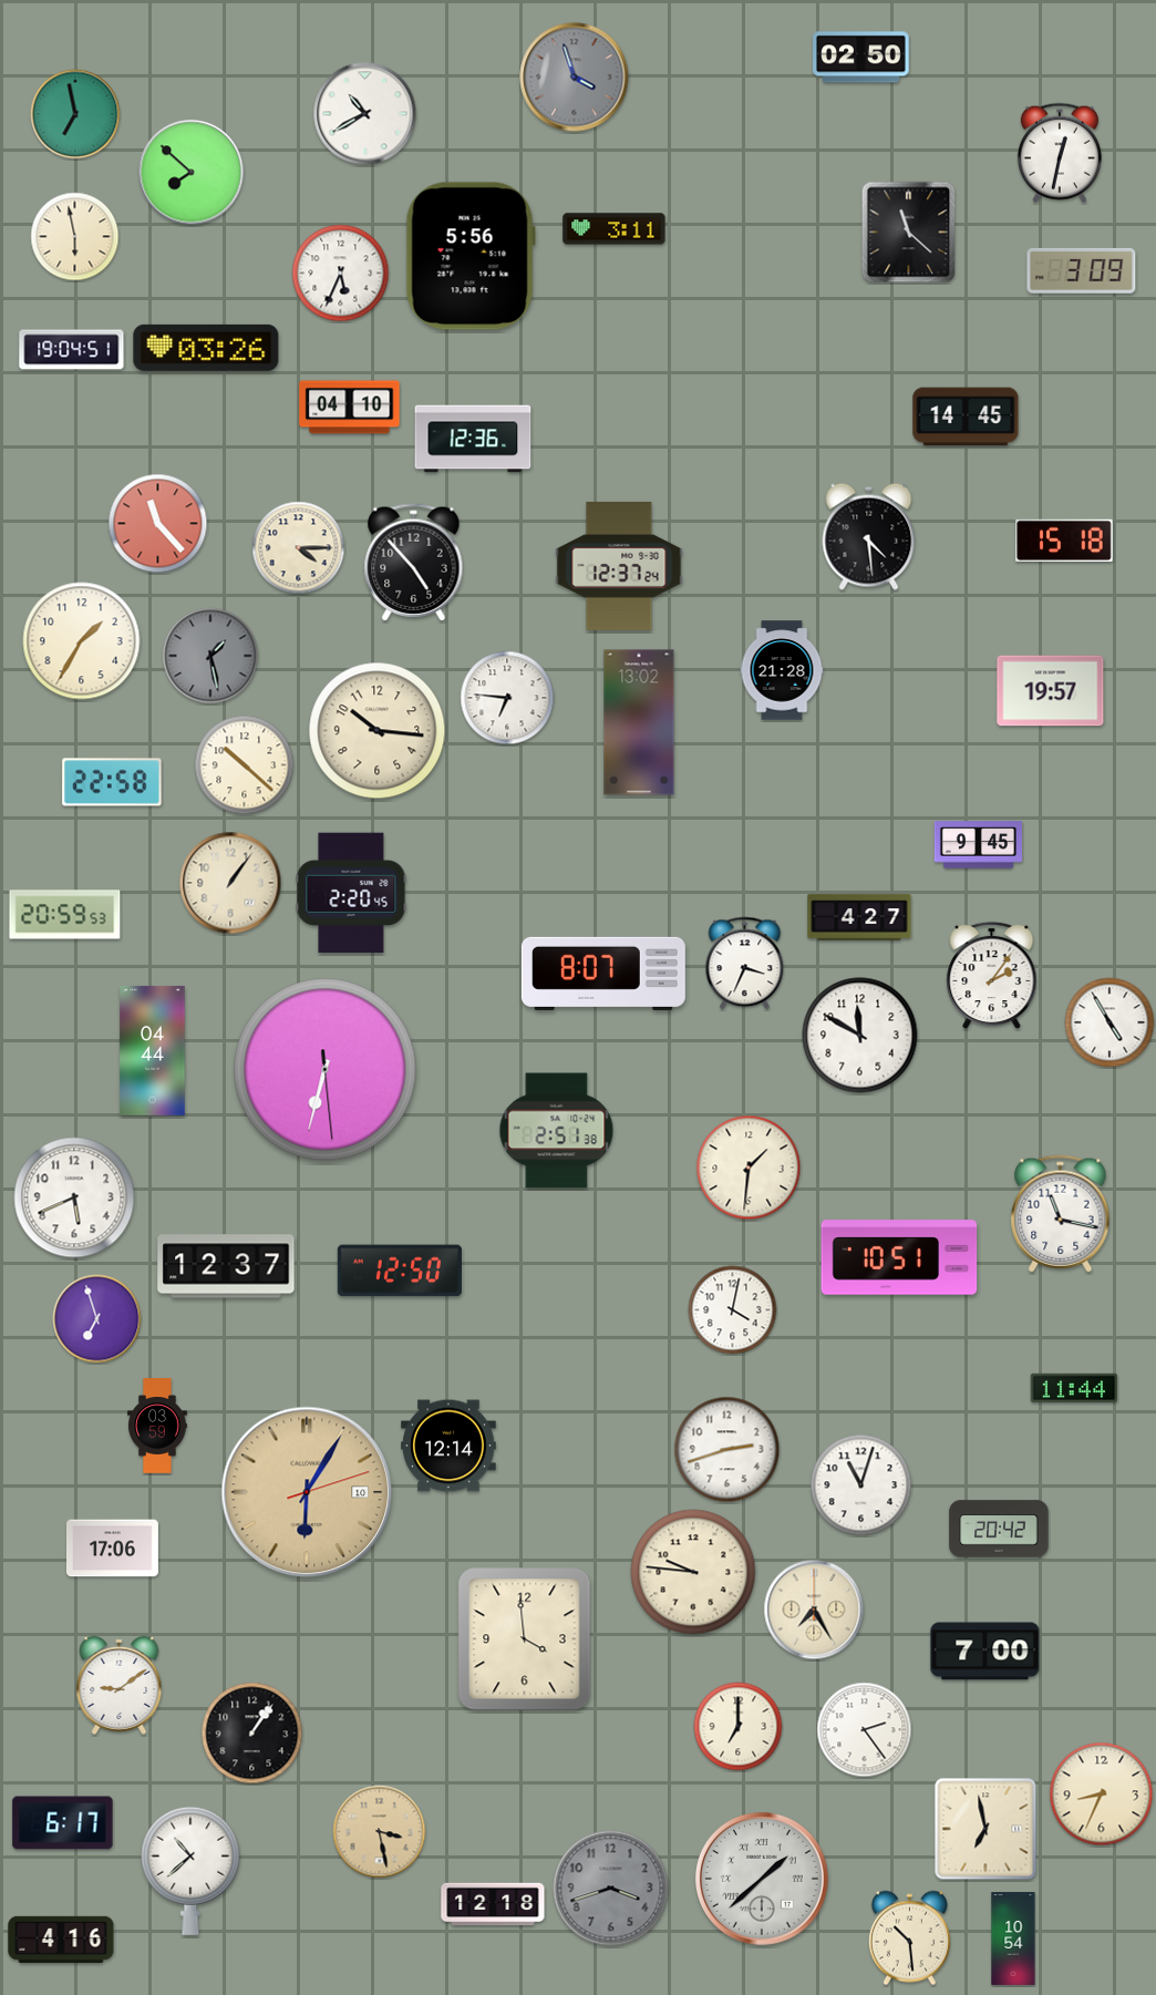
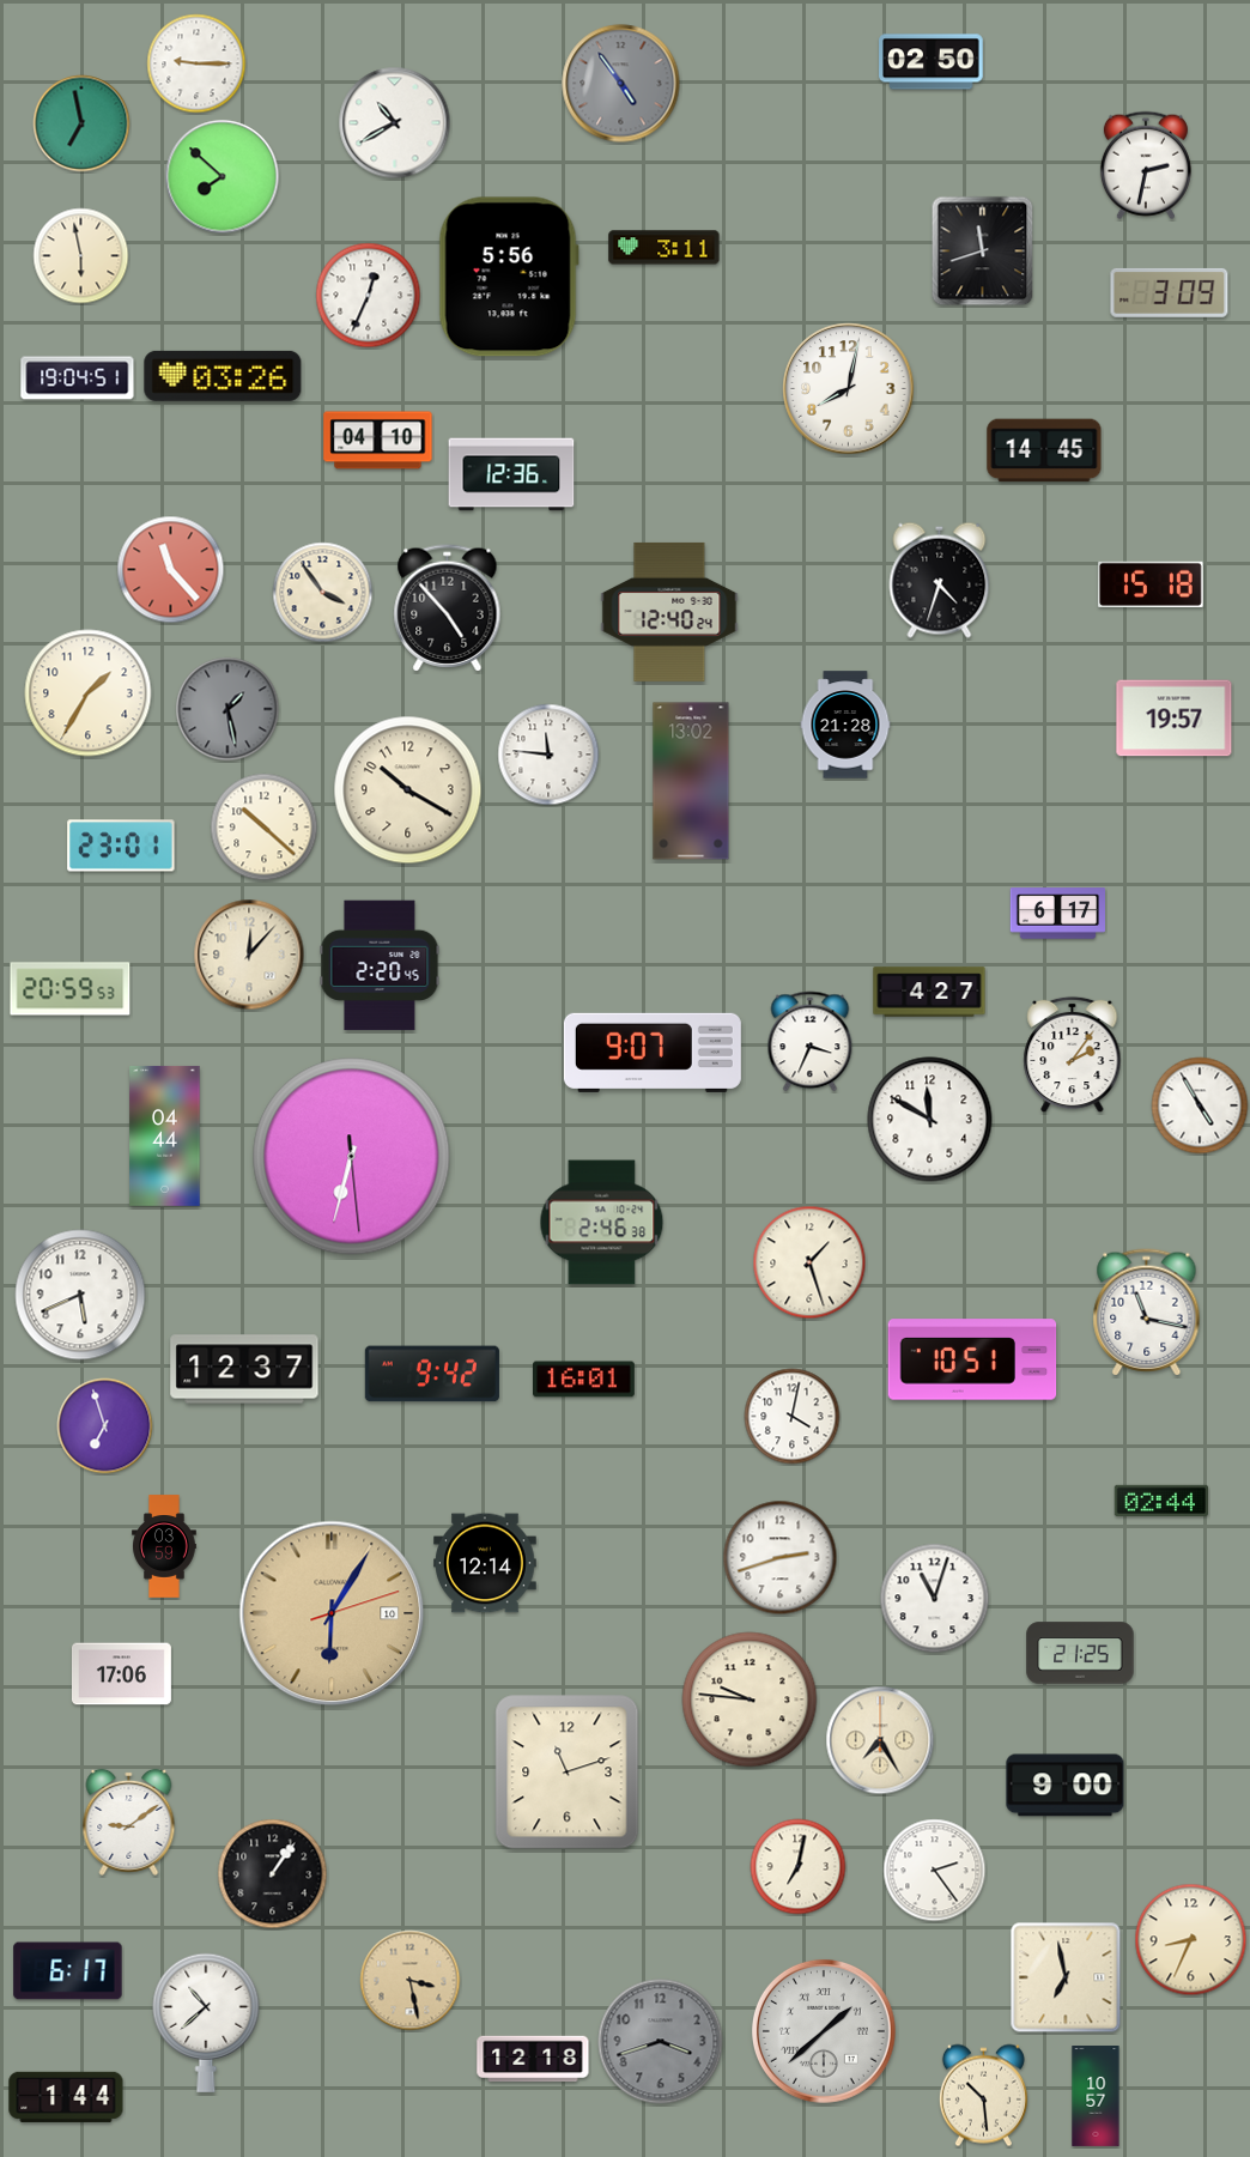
clock at (196, 63): none -> 9:15
clock at (575, 78): 3:57 -> 4:54
clock at (1060, 153): 12:32 -> 2:32
clock at (192, 173) position: (192, 173) -> (223, 177)
clock at (909, 233): 11:22 -> 11:42
clock at (341, 274): 5:34 -> 12:34
clock at (849, 389): none -> 8:02
clock at (158, 524) position: (158, 524) -> (171, 570)
clock at (869, 536): 4:29 -> 4:33
clock at (299, 548): 4:15 -> 3:54
clock at (619, 566): 12:37 -> 12:40
clock at (1051, 691) position: (1051, 691) -> (1175, 719)
clock at (507, 698): 6:46 -> 11:46
clock at (378, 731): 10:16 -> 10:20
clock at (112, 782): 22:58 -> 23:01
clock at (978, 845): 9:45 -> 6:17
clock at (230, 883): 1:06 -> 12:07
clock at (745, 964) position: (745, 964) -> (811, 1042)
clock at (603, 974): 8:07 -> 9:07
clock at (557, 1131): 2:51 -> 2:46
clock at (749, 1168): 1:31 -> 1:27
clock at (400, 1271): 12:50 -> 9:42
clock at (584, 1380): none -> 16:01
clock at (1073, 1388): 11:44 -> 02:44
clock at (157, 1426) position: (157, 1426) -> (164, 1546)
clock at (727, 1450) position: (727, 1450) -> (781, 1558)
clock at (861, 1485) position: (861, 1485) -> (935, 1599)
clock at (999, 1529): 20:42 -> 21:25
clock at (525, 1639): 3:59 -> 11:12
clock at (985, 1652): 7:00 -> 9:00
clock at (739, 1727): 7:00 -> 7:02
clock at (61, 1940): 4:16 -> 1:44
clock at (1013, 1940): 10:54 -> 10:57
